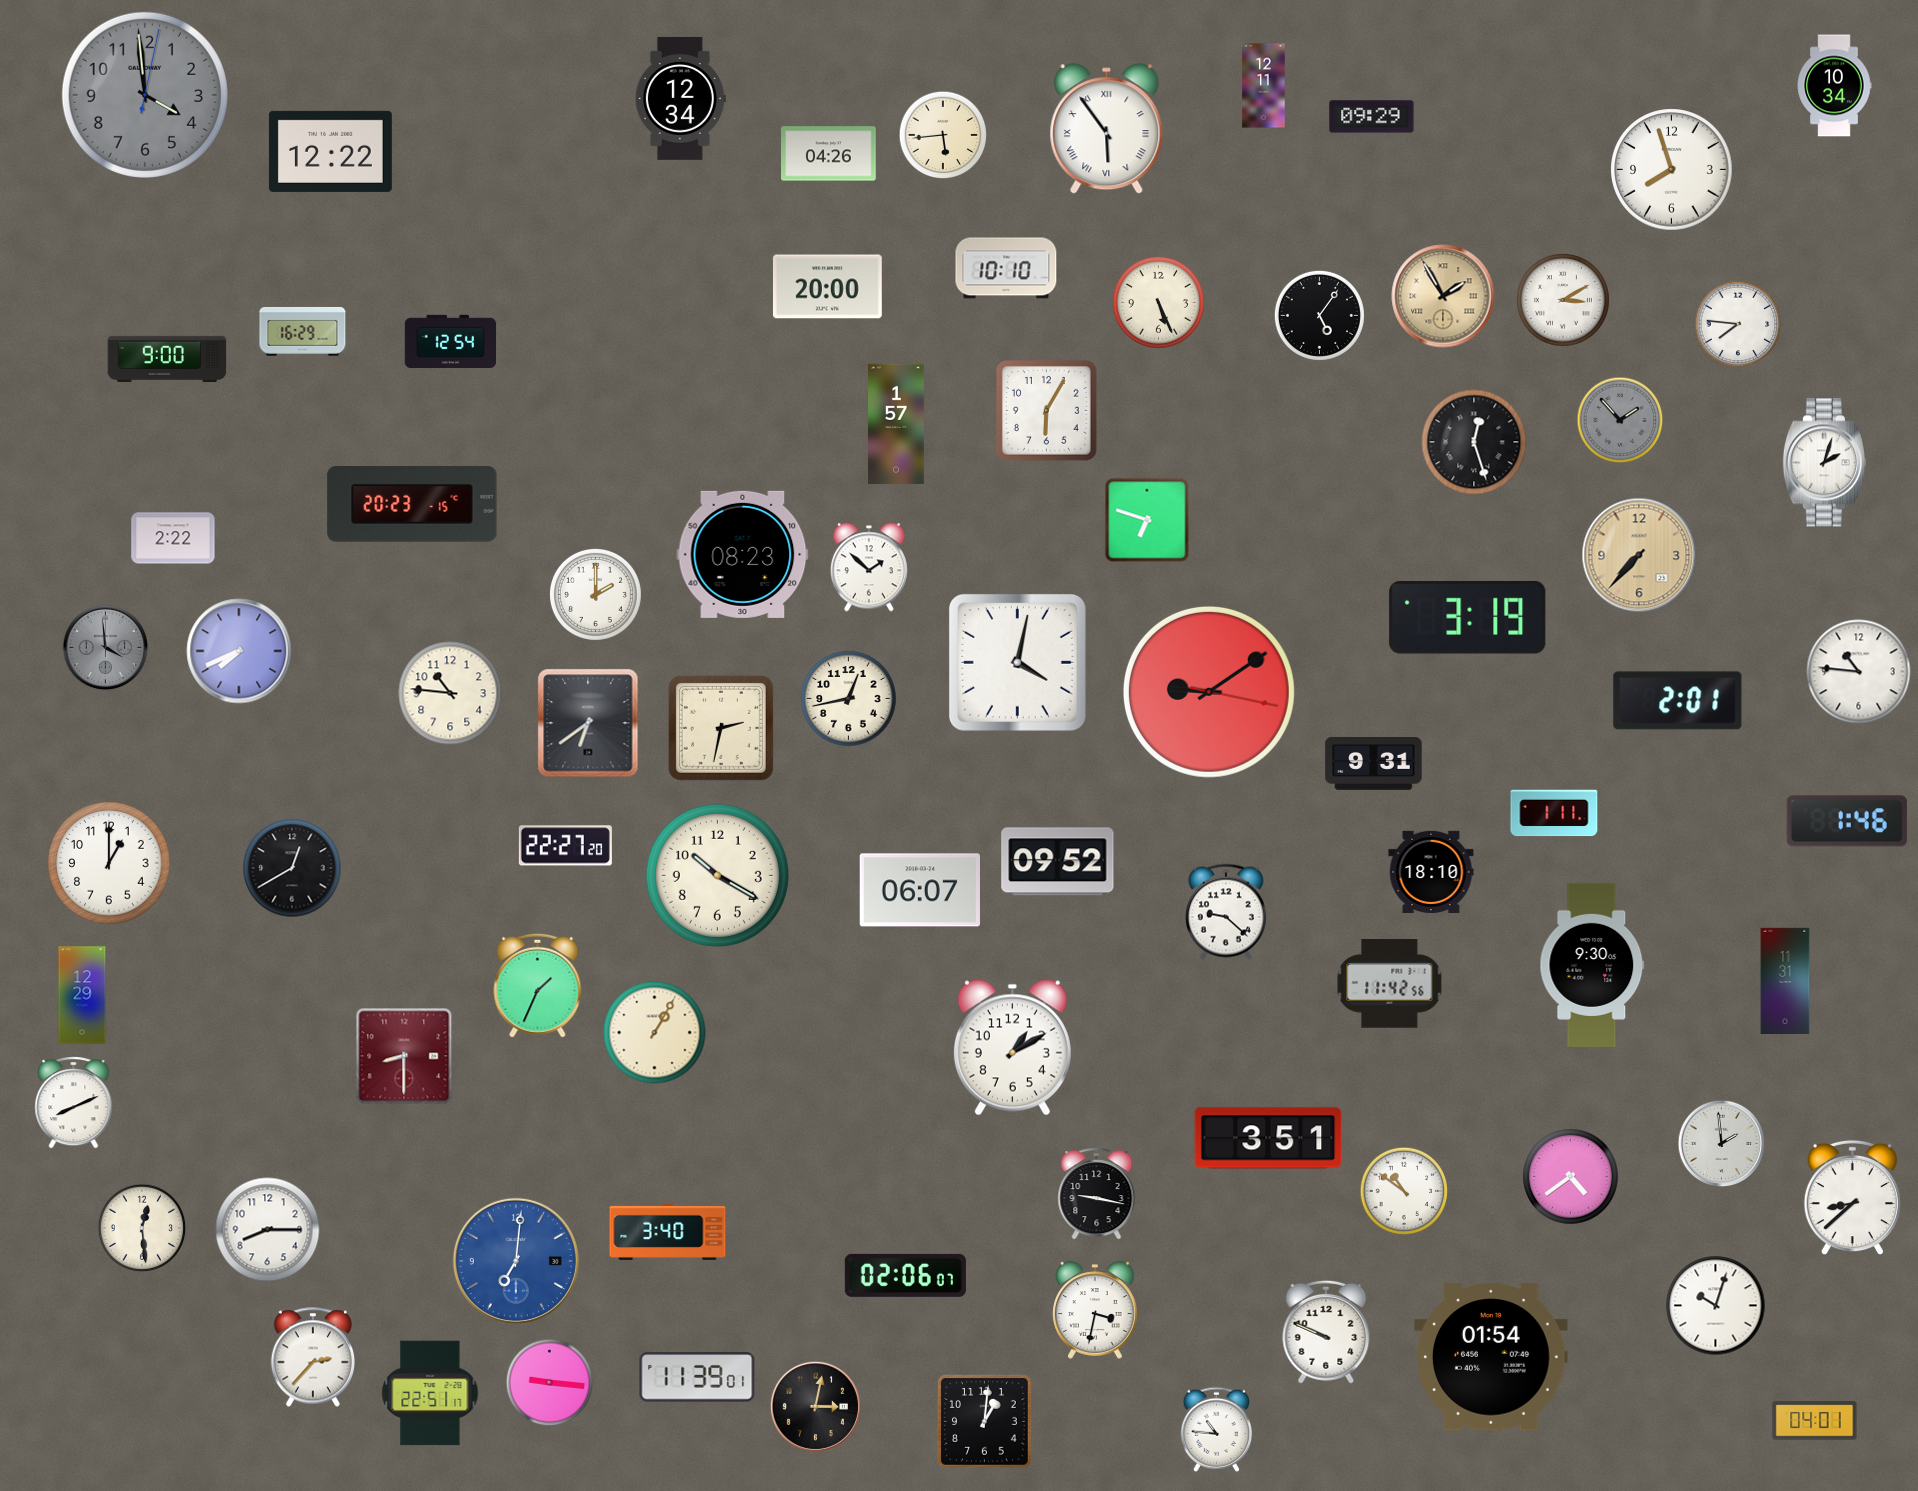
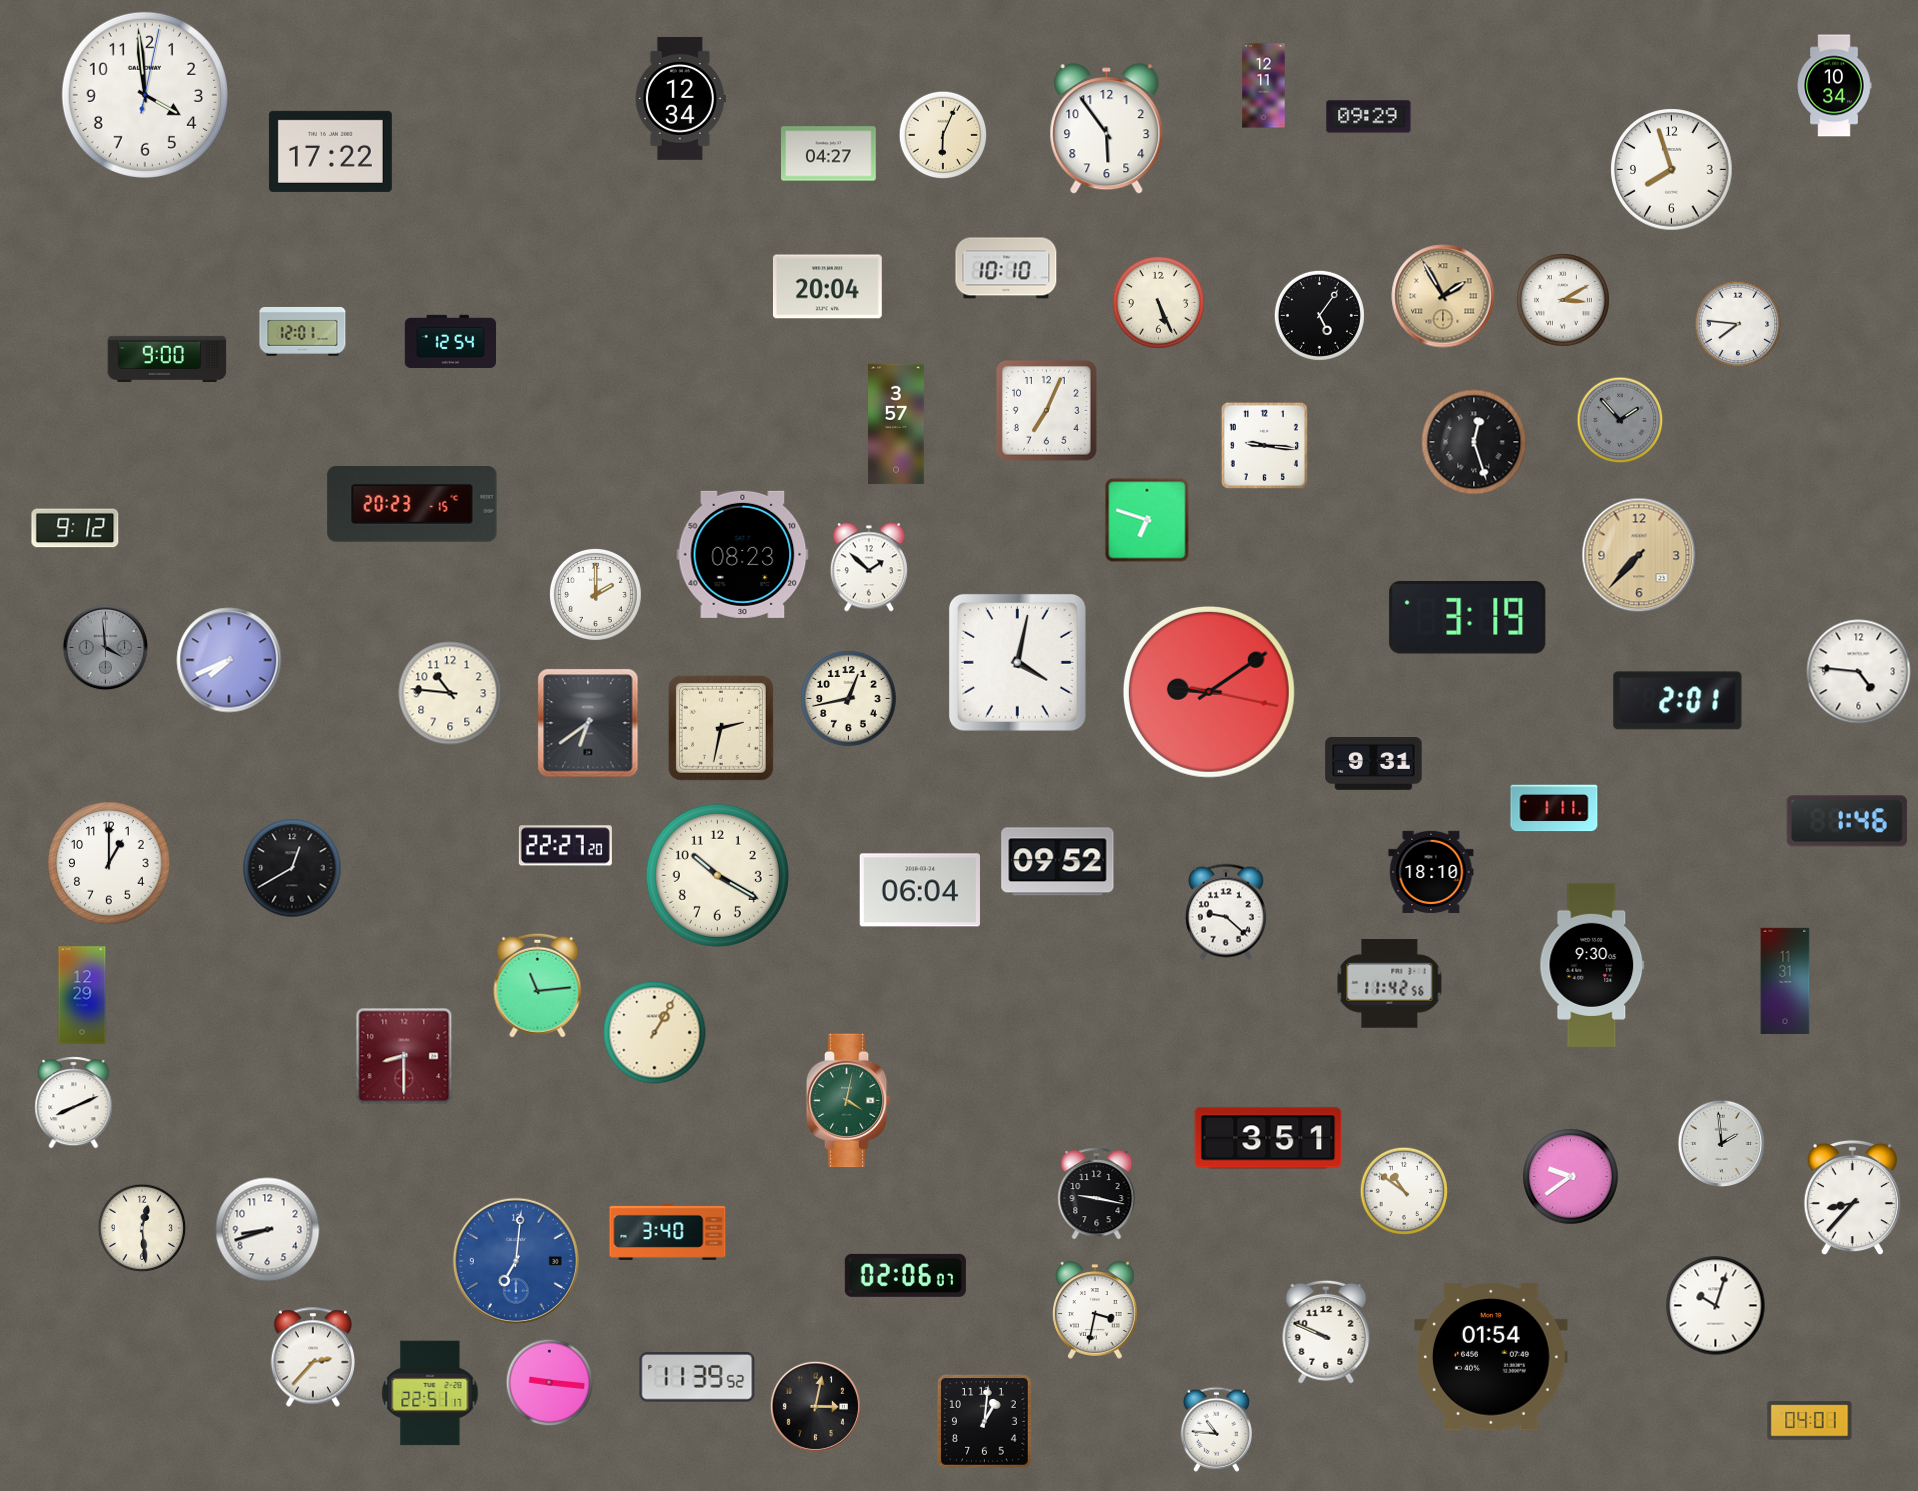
clock at (145, 95) dial: grey -> white
clock at (1372, 117) position: (1372, 117) -> (1369, 117)
clock at (1107, 129) numerals: Roman -> Arabic
clock at (943, 135): 5:44 -> 6:04
clock at (330, 151): 12:22 -> 17:22
clock at (829, 154): 04:26 -> 04:27
clock at (827, 287): 20:00 -> 20:04
clock at (303, 331): 16:29 -> 12:01
clock at (1047, 411): 6:05 -> 7:04
clock at (896, 424): 1:57 -> 3:57
clock at (1264, 445): none -> 9:16
clock at (1824, 463): 2:03 -> none
clock at (75, 528): none -> 9:12
clock at (173, 538): 2:22 -> none
clock at (239, 651) position: (239, 651) -> (229, 660)
clock at (1859, 672): 10:46 -> 4:46
clock at (1554, 813) position: (1554, 813) -> (1554, 808)
clock at (920, 890): 06:07 -> 06:04
clock at (538, 985): 1:34 -> 11:14
clock at (1012, 1048): 1:10 -> none
clock at (849, 1101): none -> 4:02
clock at (1571, 1177): 4:39 -> 9:39
clock at (1852, 1198): 8:38 -> 8:37
clock at (268, 1230): 8:15 -> 8:42
clock at (697, 1377): 11:39:01 -> 11:39:52
clock at (1815, 1421) position: (1815, 1421) -> (1810, 1421)
